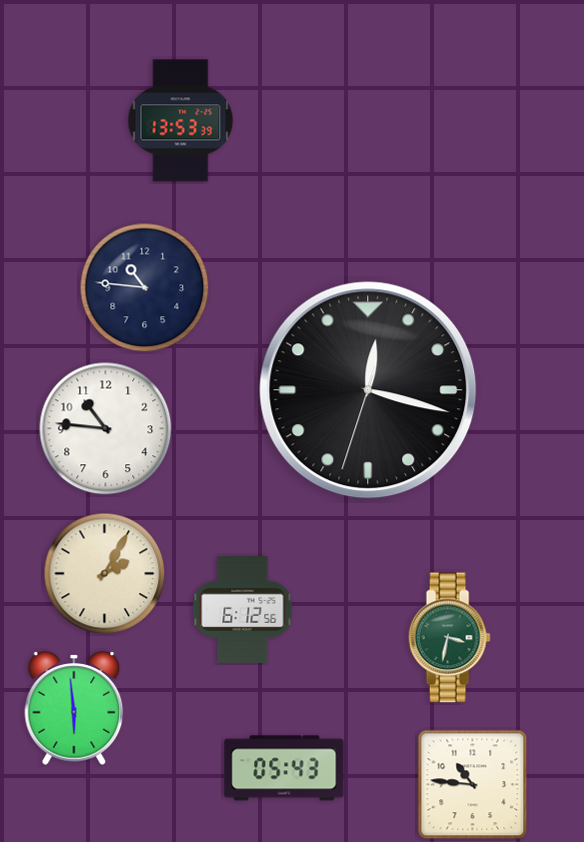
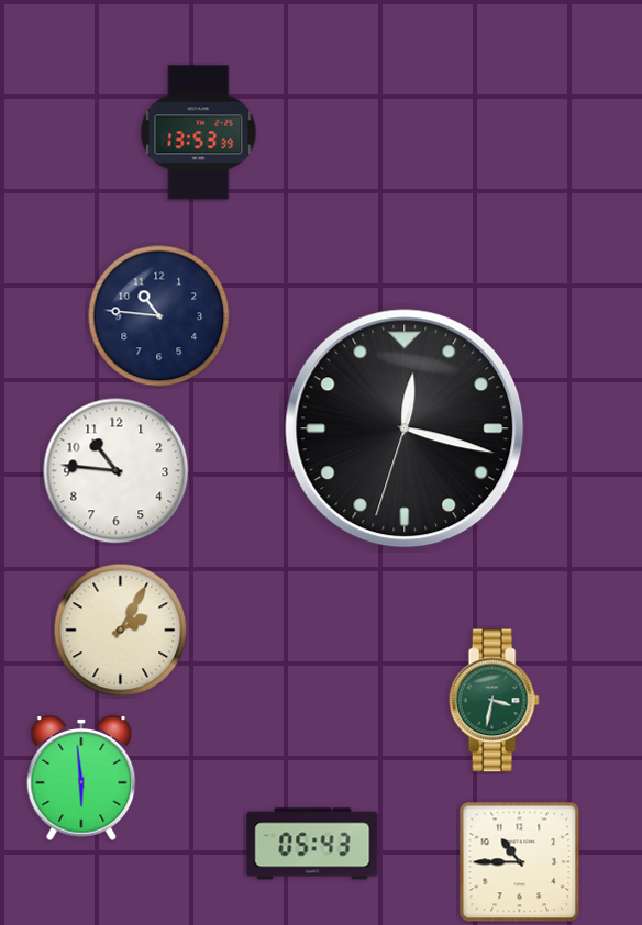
clock at (105, 574) position: (105, 574) -> (121, 631)
clock at (243, 610): 6:12 -> none
clock at (473, 785): 10:46 -> 10:45
